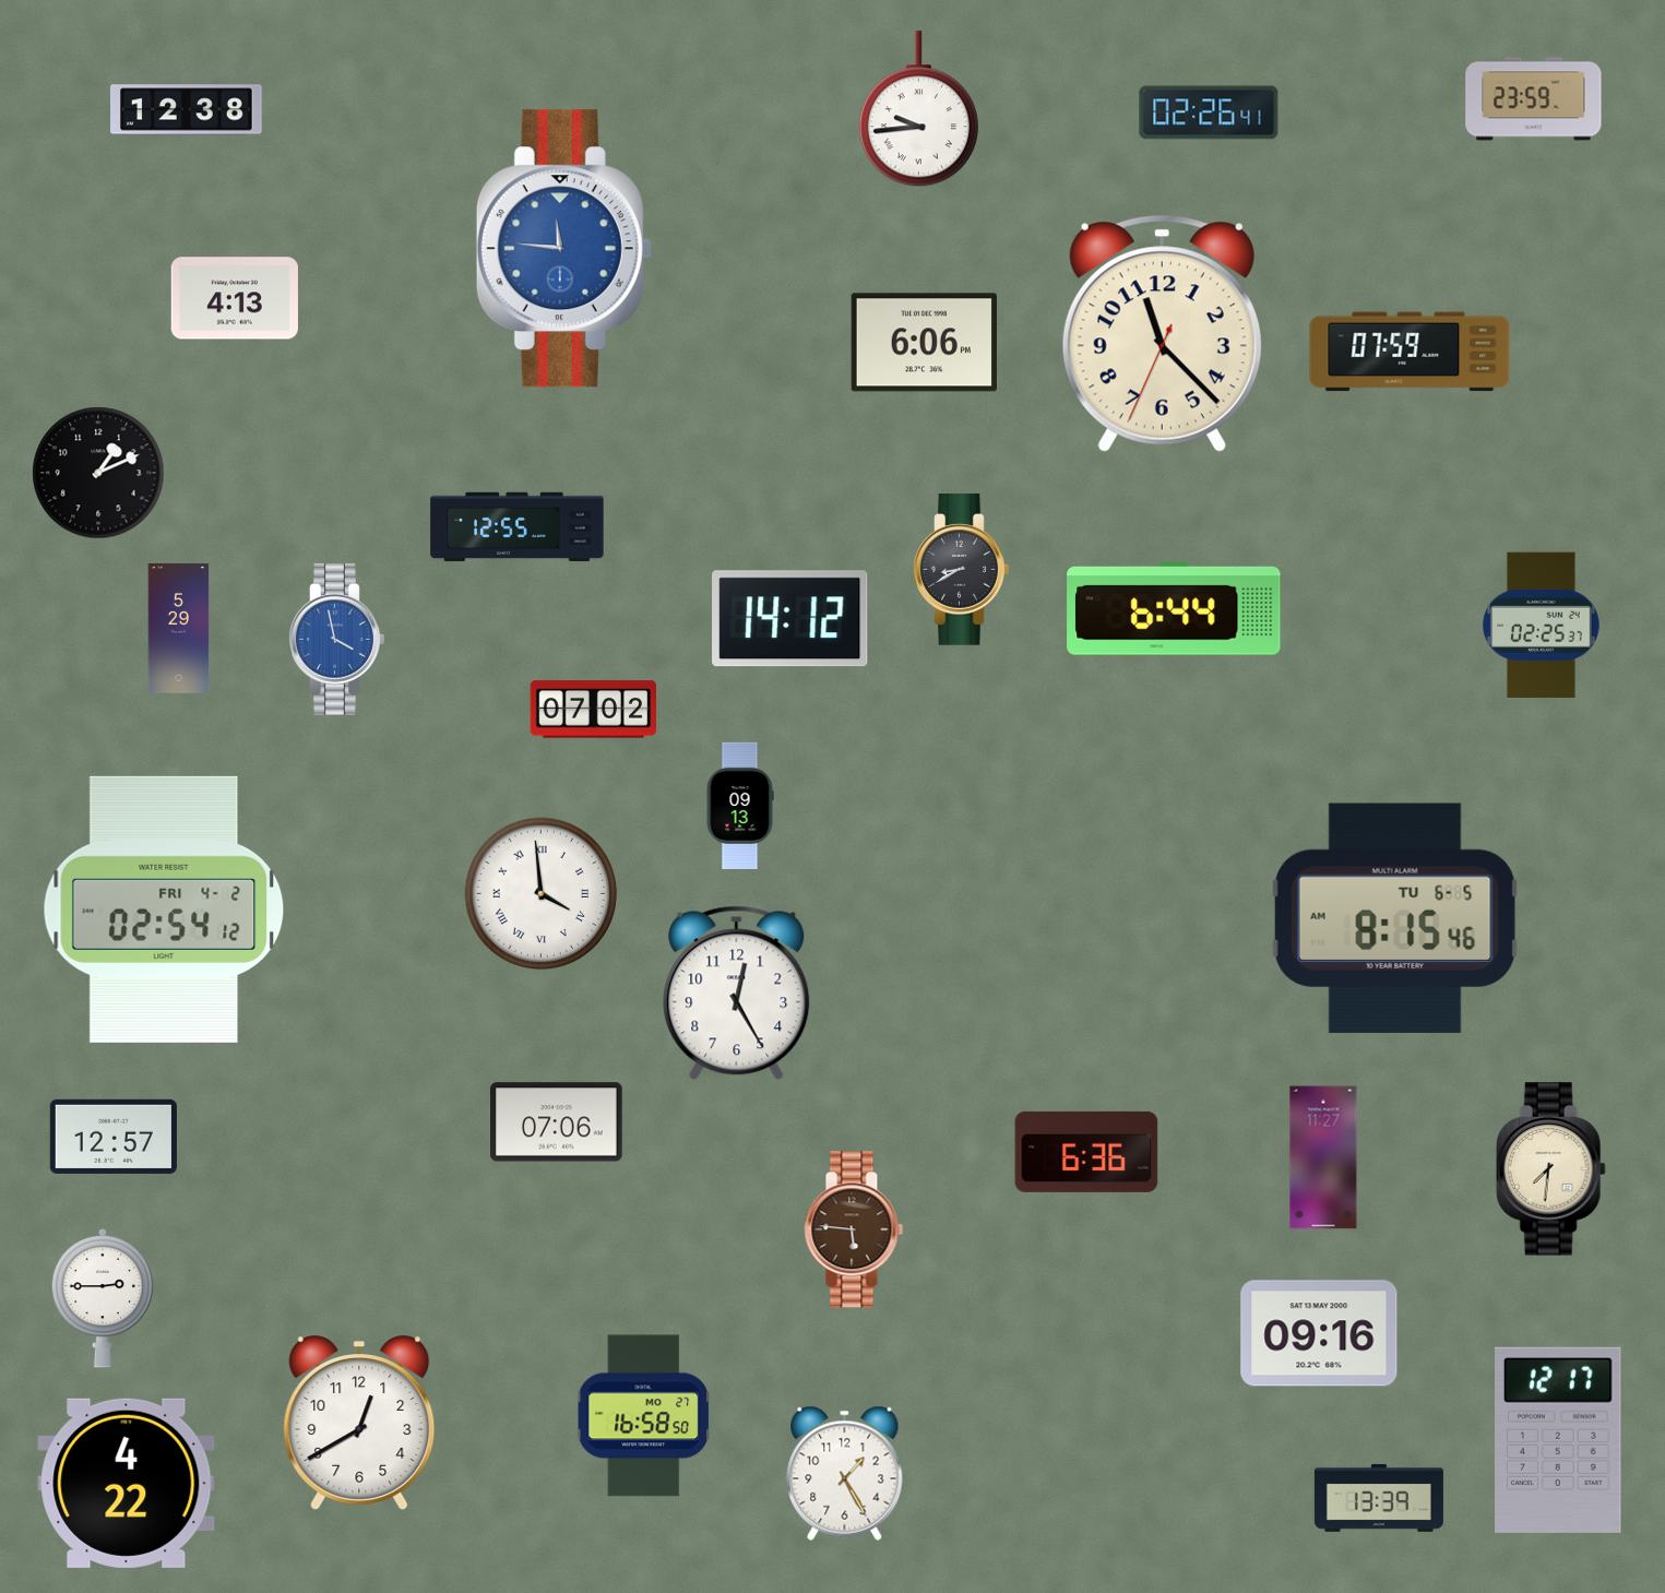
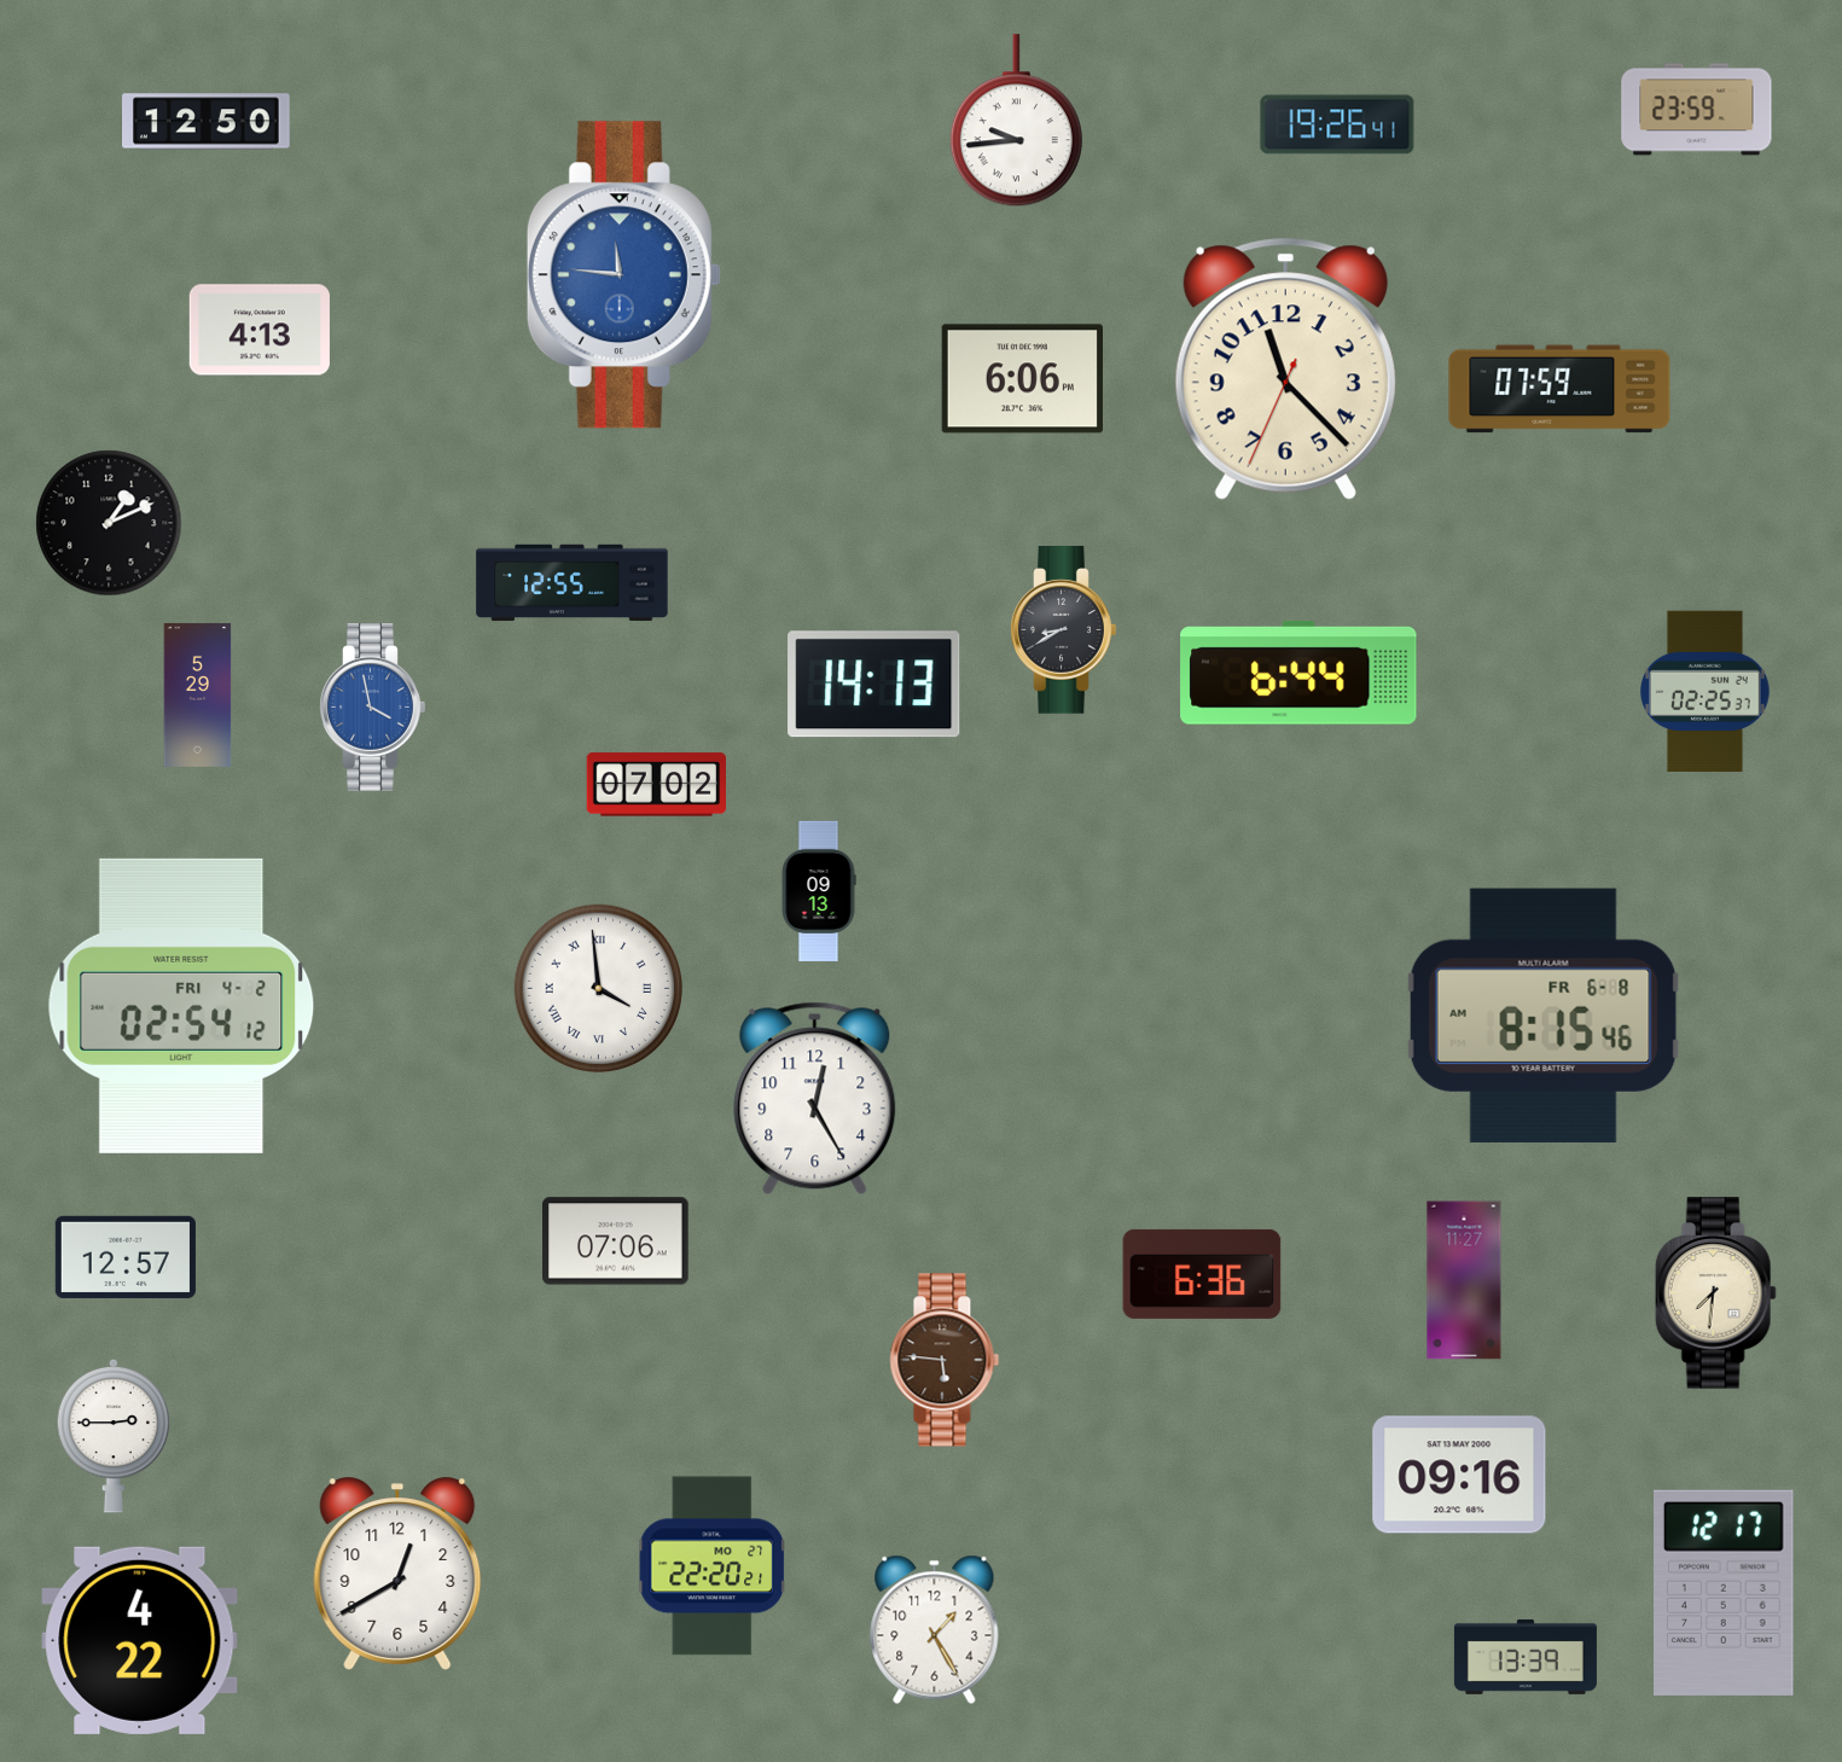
clock at (187, 110): 12:38 -> 12:50
clock at (1209, 112): 02:26 -> 19:26
clock at (790, 619): 14:12 -> 14:13
clock at (1395, 918) date: TU 6-5 -> FR 6-8
clock at (643, 1416): 16:58 -> 22:20
